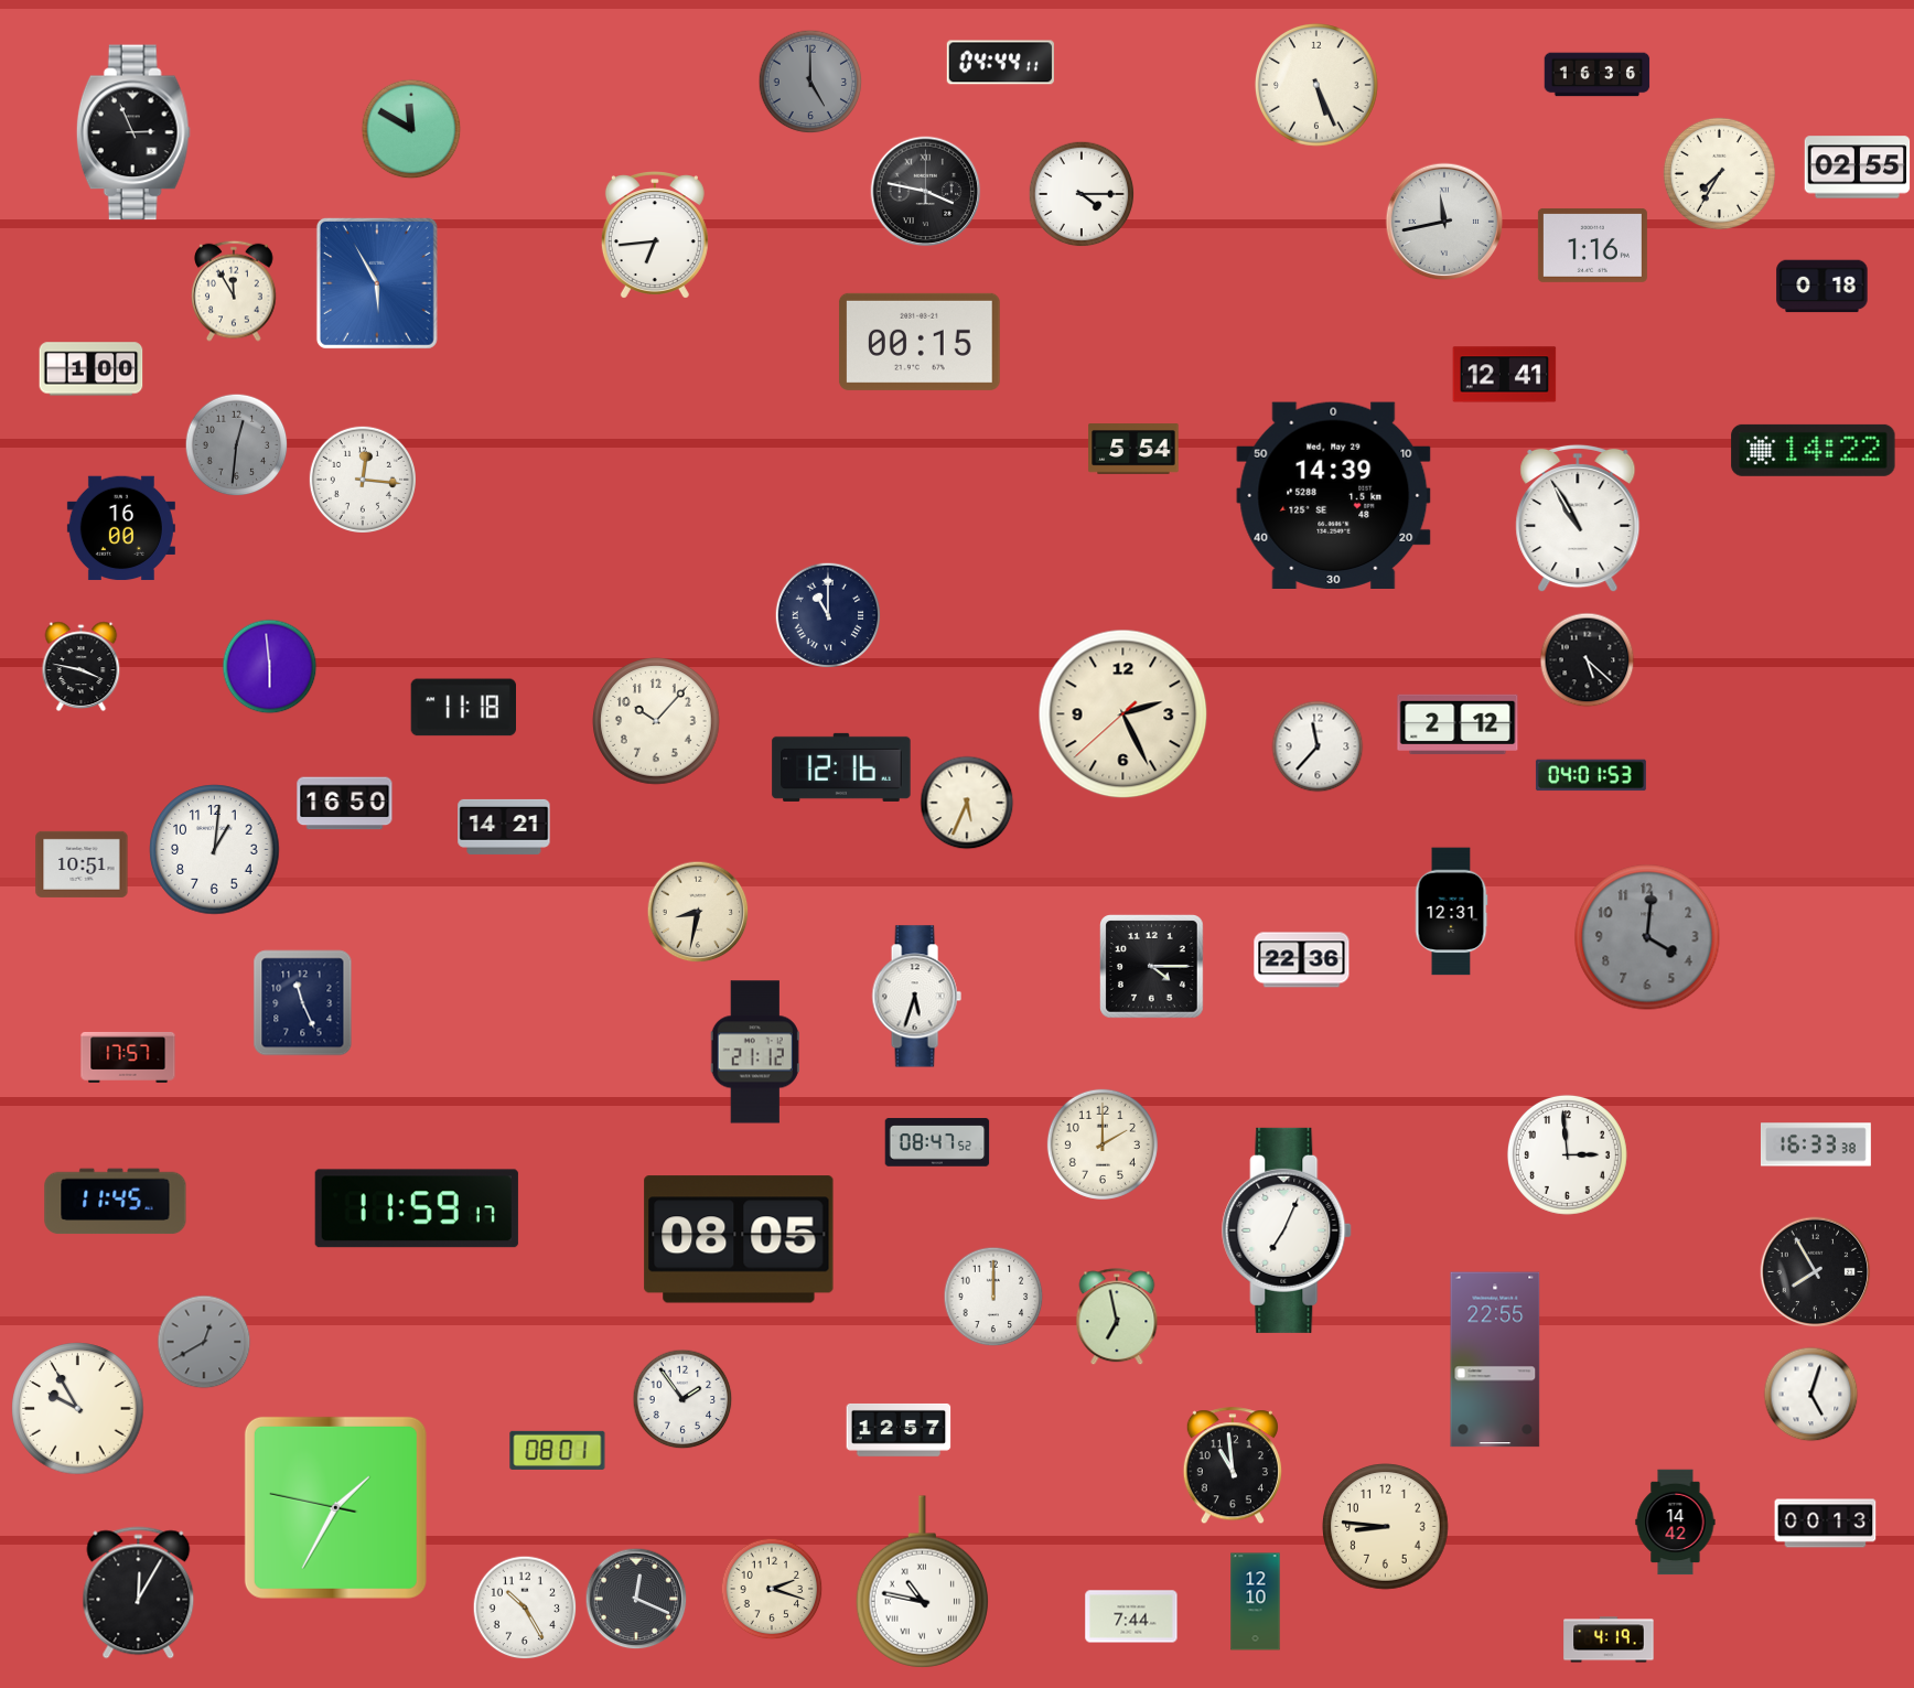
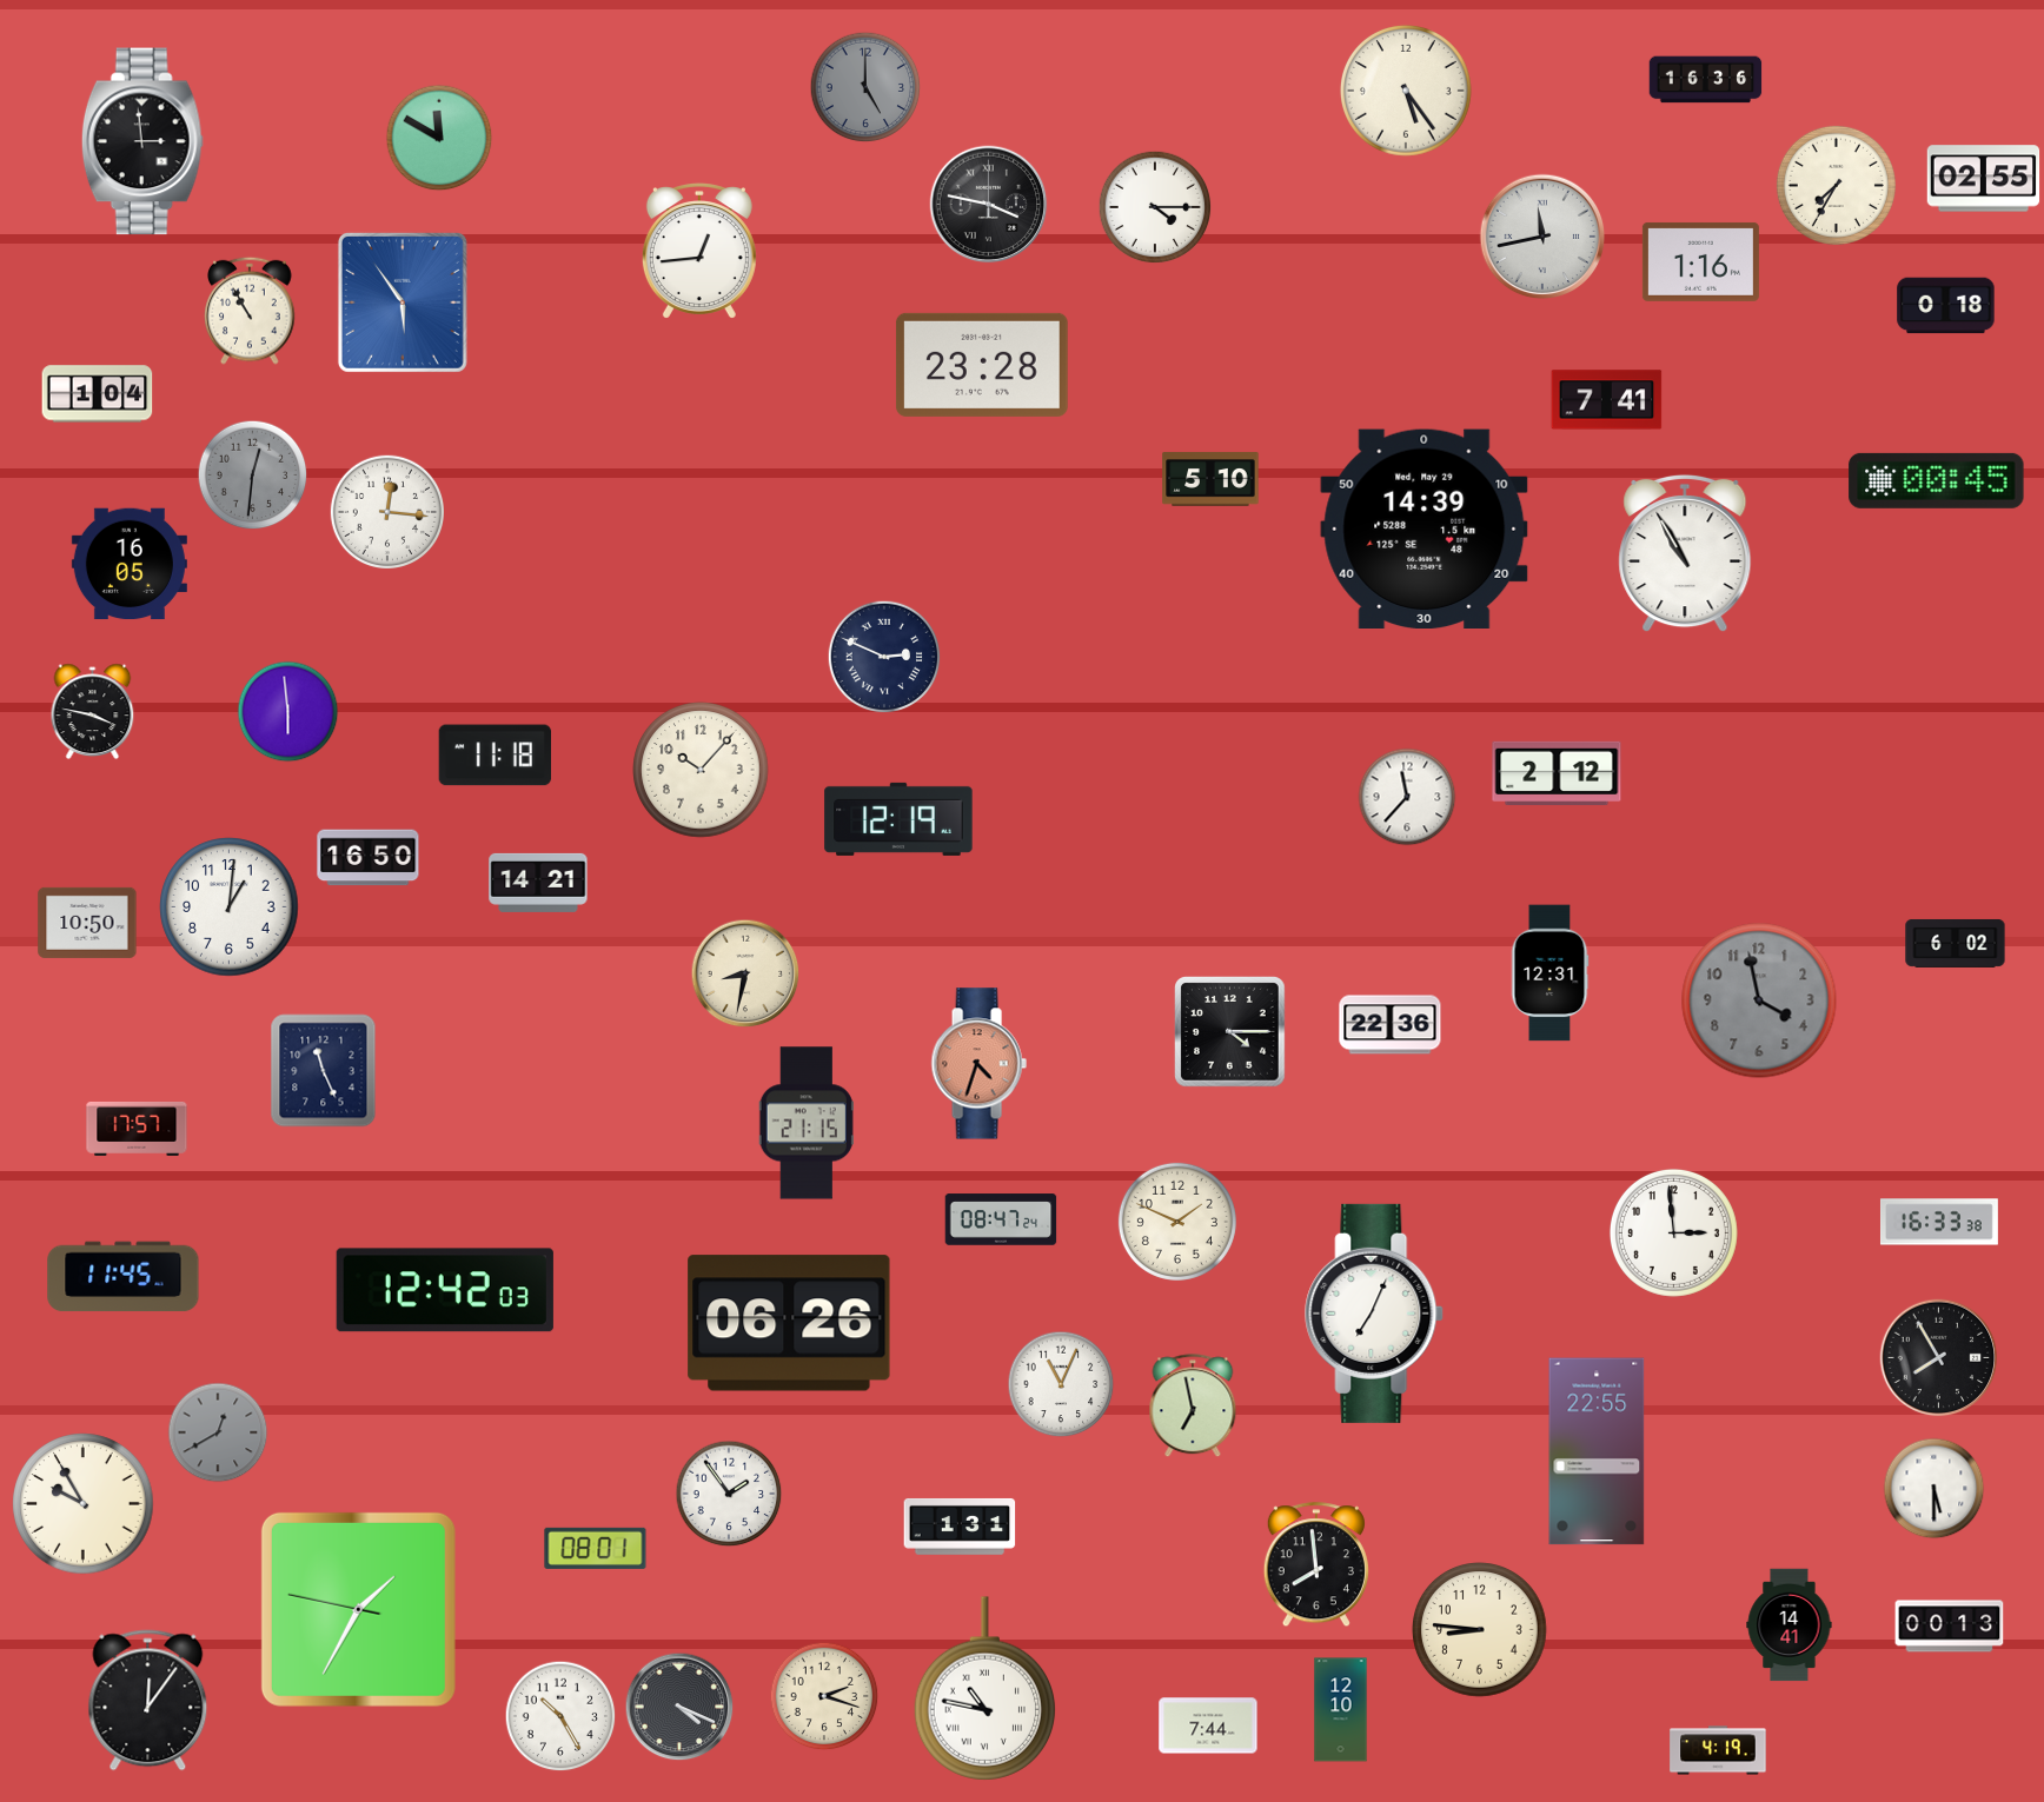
clock at (1000, 63): 04:44 -> none
clock at (1316, 85): 5:26 -> 5:24
clock at (133, 132): 2:56 -> 2:59
clock at (655, 235): 6:44 -> 12:44
clock at (377, 283): 5:55 -> 5:54
clock at (234, 291): 11:55 -> 10:55
clock at (920, 342): 00:15 -> 23:28
clock at (92, 369): 1:00 -> 1:04
clock at (1505, 375): 12:41 -> 7:41
clock at (1133, 449): 5:54 -> 5:10
clock at (1814, 450): 14:22 -> 00:45
clock at (121, 528): 16:00 -> 16:05
clock at (828, 615): 11:00 -> 2:49
clock at (1588, 660): 5:22 -> none
clock at (82, 667) position: (82, 667) -> (93, 712)
clock at (1123, 714): 2:25 -> none
clock at (841, 767): 12:16 -> 12:19
clock at (1591, 775): 04:01 -> none
clock at (967, 803): 5:34 -> none
clock at (82, 864): 10:51 -> 10:50
clock at (1956, 943): none -> 6:02
clock at (1647, 937): 4:01 -> 3:58
clock at (916, 997): 5:33 -> 4:33
clock at (916, 997) dial: white -> salmon
clock at (755, 1052): 21:12 -> 21:15
clock at (937, 1142): 08:47:52 -> 08:47:24
clock at (1103, 1144): 2:00 -> 1:49
clock at (116, 1202) position: (116, 1202) -> (124, 1277)
clock at (417, 1208): 11:59 -> 12:42
clock at (739, 1239): 08:05 -> 06:26
clock at (993, 1297): 12:00 -> 11:04
clock at (1811, 1395): 5:03 -> 5:30
clock at (899, 1430): 12:57 -> 1:31
clock at (1233, 1466): 10:59 -> 7:59
clock at (1676, 1523): 14:42 -> 14:41
clock at (139, 1593): 12:05 -> 12:06
clock at (636, 1599): 12:19 -> 4:19
